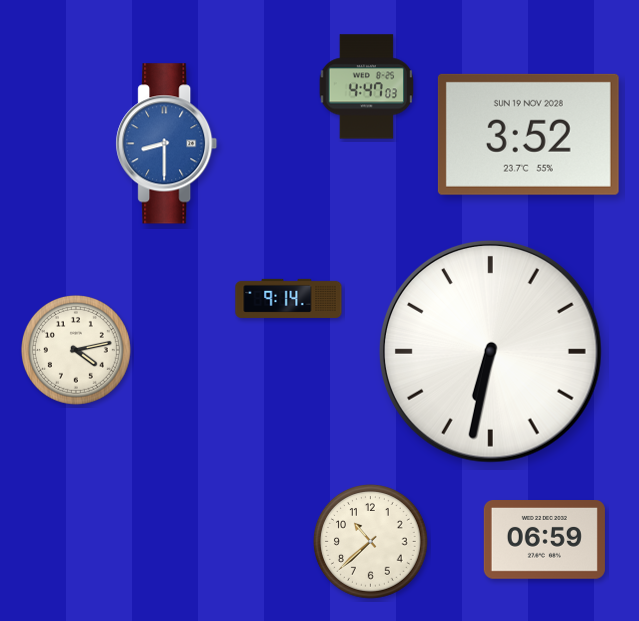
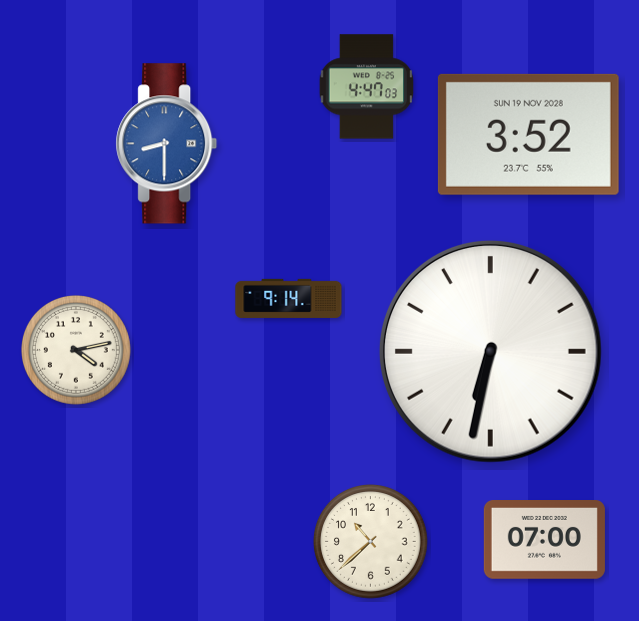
clock at (544, 540): 06:59 -> 07:00
